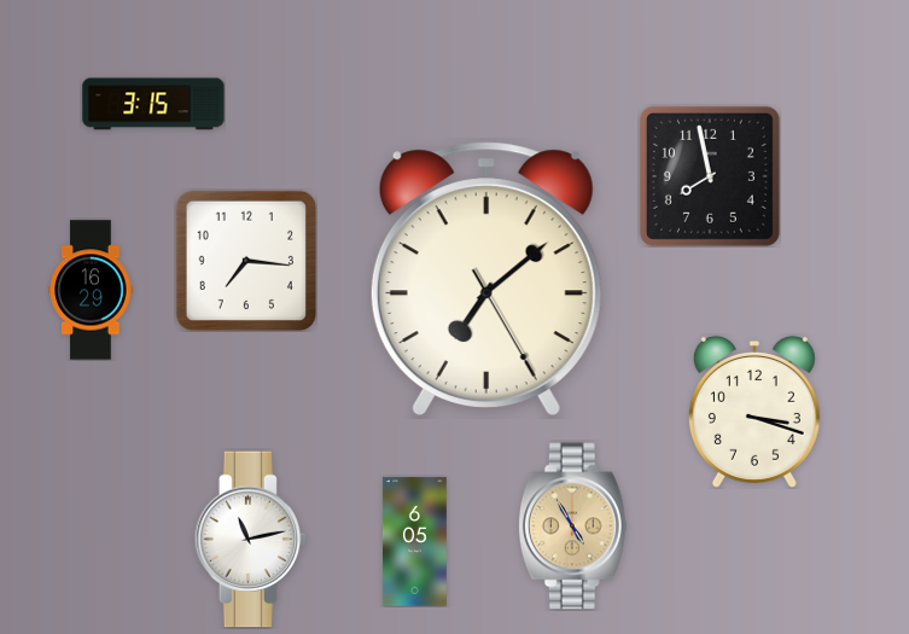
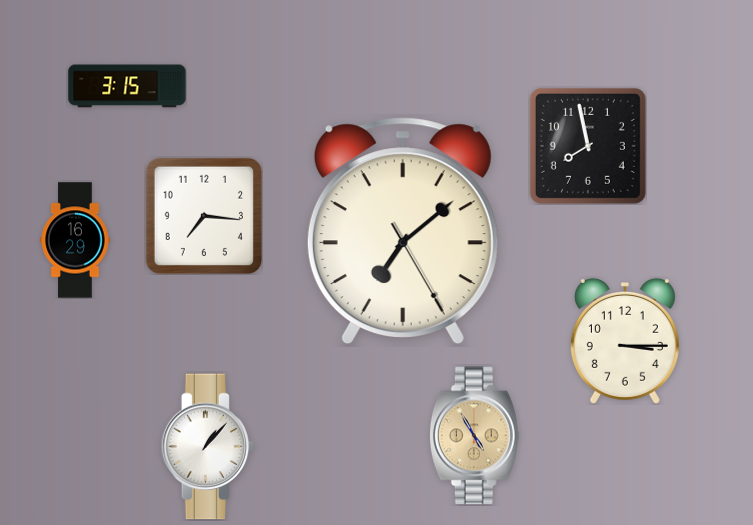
clock at (754, 412): 3:18 -> 3:15
clock at (251, 540): 11:13 -> 1:07
clock at (414, 542): 6:05 -> none
